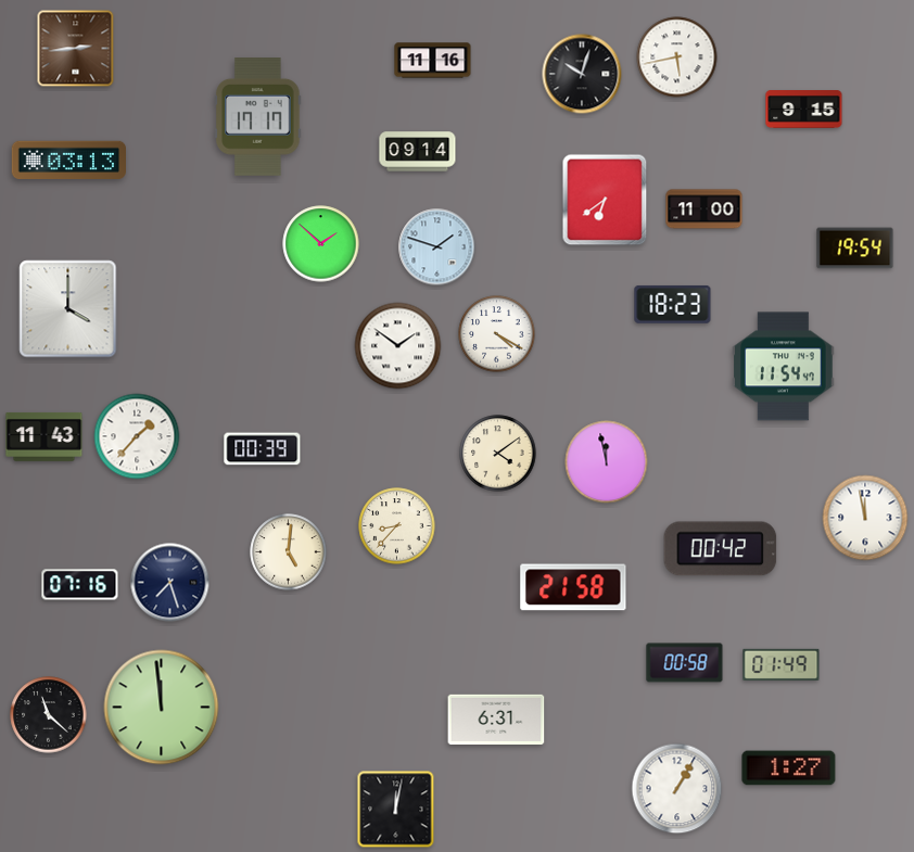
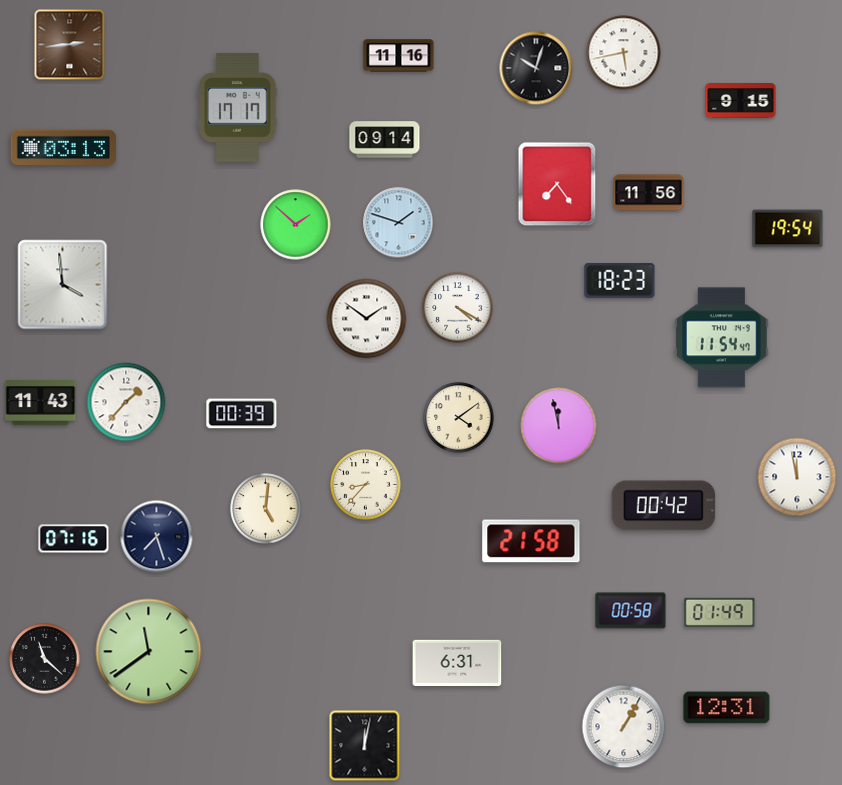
clock at (605, 200): 6:39 -> 7:24
clock at (704, 209): 11:00 -> 11:56
clock at (437, 247) position: (437, 247) -> (399, 223)
clock at (68, 309): 4:00 -> 3:59
clock at (573, 587) position: (573, 587) -> (531, 541)
clock at (162, 708): 11:59 -> 11:39
clock at (789, 768): 1:27 -> 12:31
